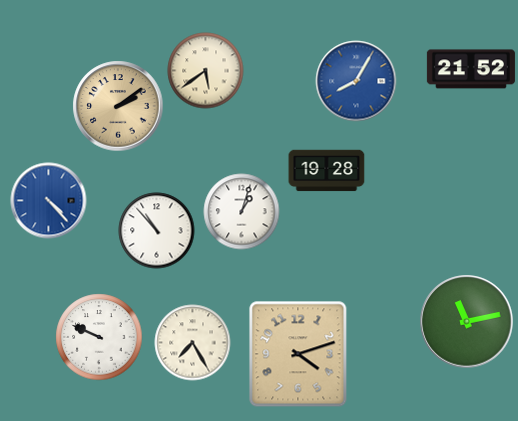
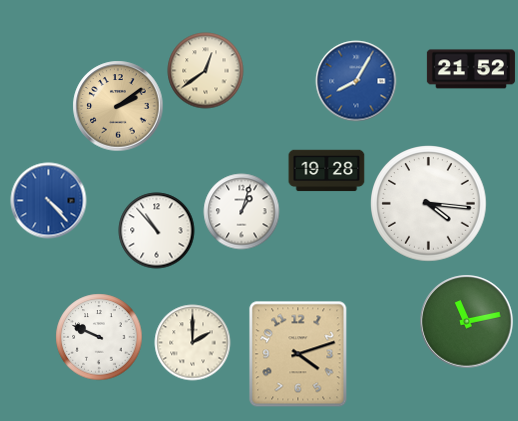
clock at (206, 71): 5:39 -> 12:39
clock at (429, 204): none -> 4:16
clock at (193, 343): 7:25 -> 2:00
